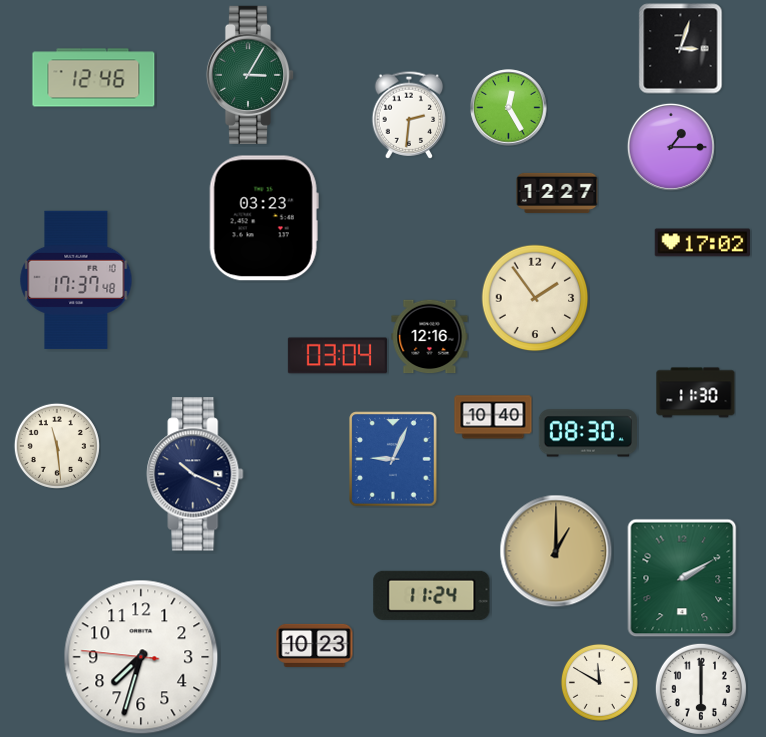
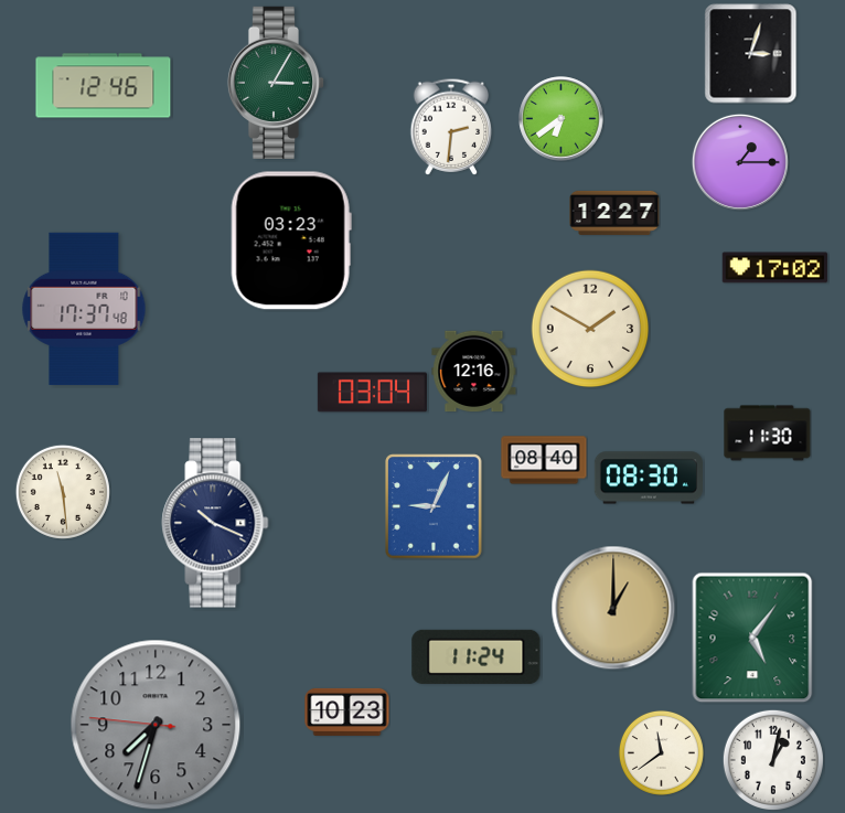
clock at (509, 108): 12:25 -> 6:39
clock at (535, 298): 1:54 -> 1:50
clock at (493, 417): 10:40 -> 08:40
clock at (682, 578): 2:10 -> 5:06
clock at (141, 657) dial: white -> grey
clock at (599, 682): 11:50 -> 11:39
clock at (701, 689): 6:00 -> 1:02
